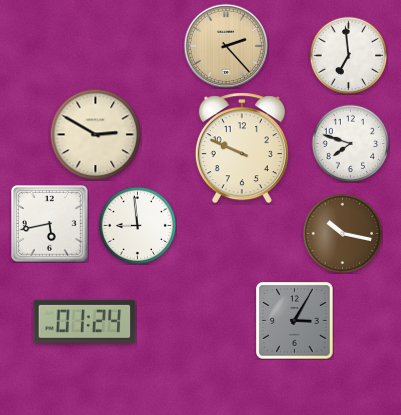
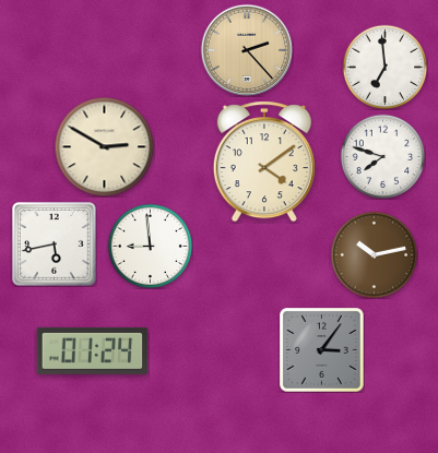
clock at (348, 55) position: (348, 55) -> (384, 67)
clock at (242, 148): 9:49 -> 4:09
clock at (342, 233): 10:17 -> 10:13
clock at (295, 321): 3:05 -> 3:06
